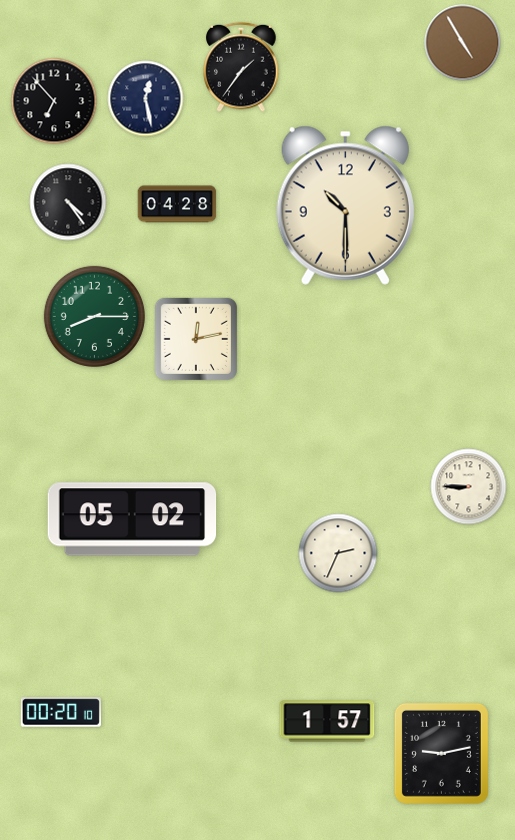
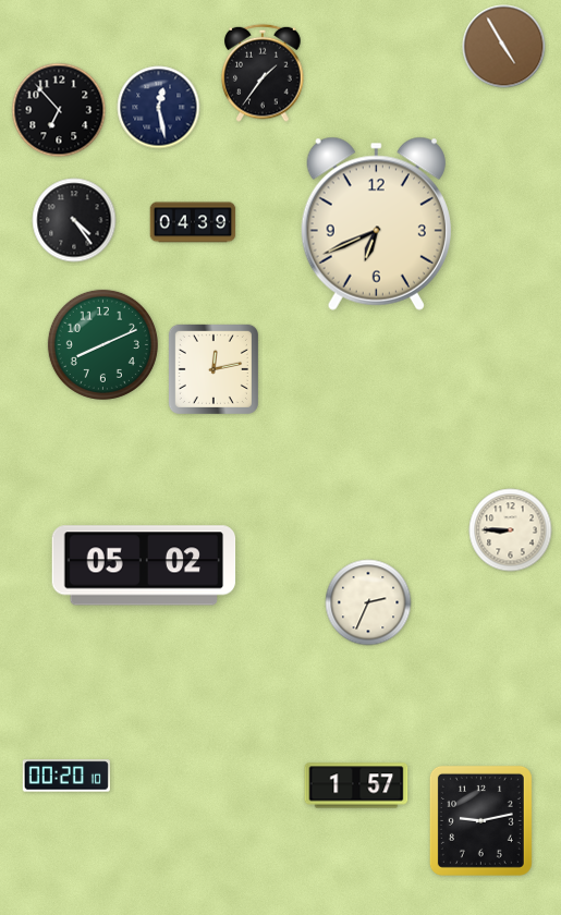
clock at (177, 204): 04:28 -> 04:39
clock at (345, 205): 10:30 -> 6:41
clock at (94, 316): 8:15 -> 8:11
